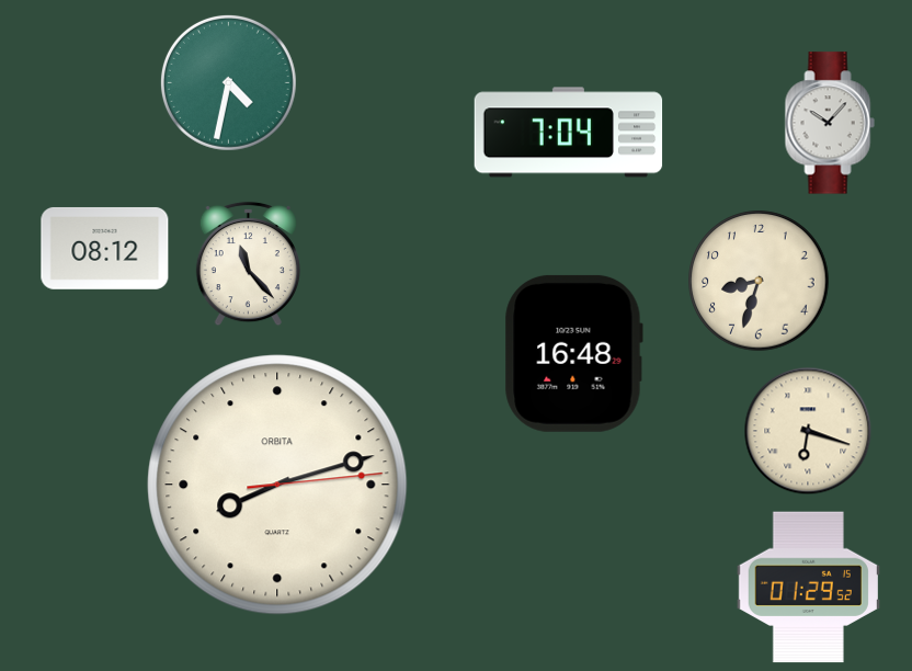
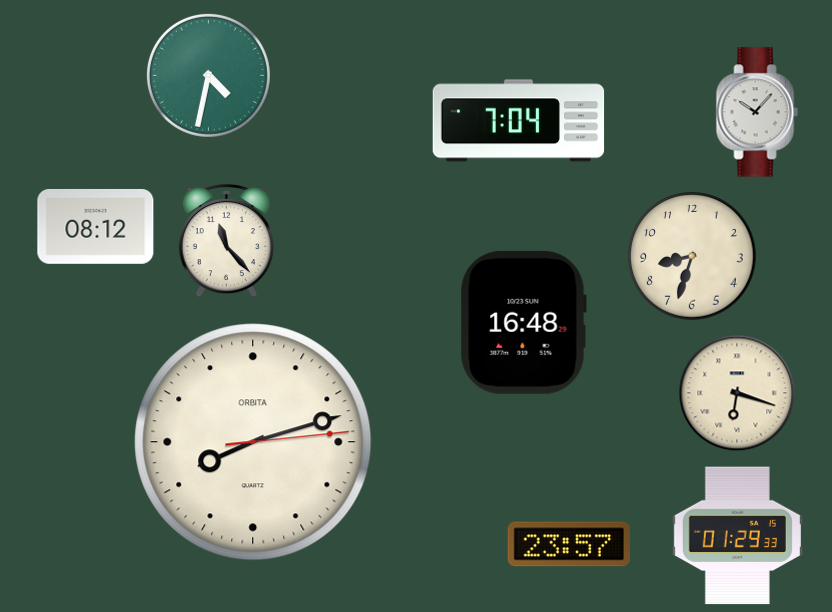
clock at (808, 588): 01:29:52 -> 01:29:33
clock at (568, 544): none -> 23:57
